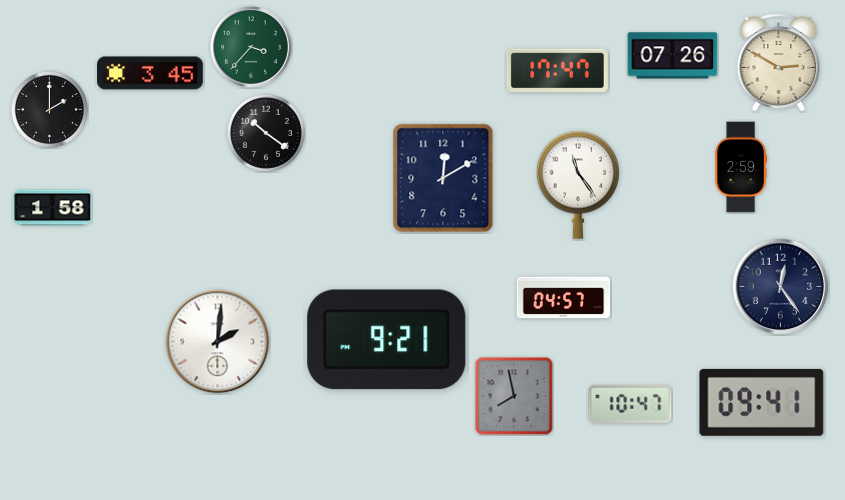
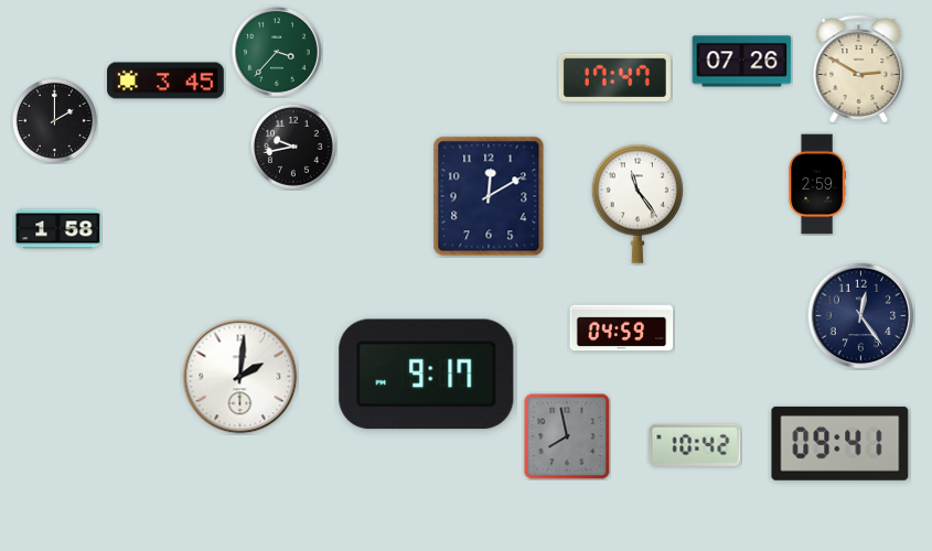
clock at (266, 133): 10:21 -> 9:43
clock at (564, 298): 04:57 -> 04:59
clock at (387, 340): 9:21 -> 9:17
clock at (630, 404): 10:47 -> 10:42
